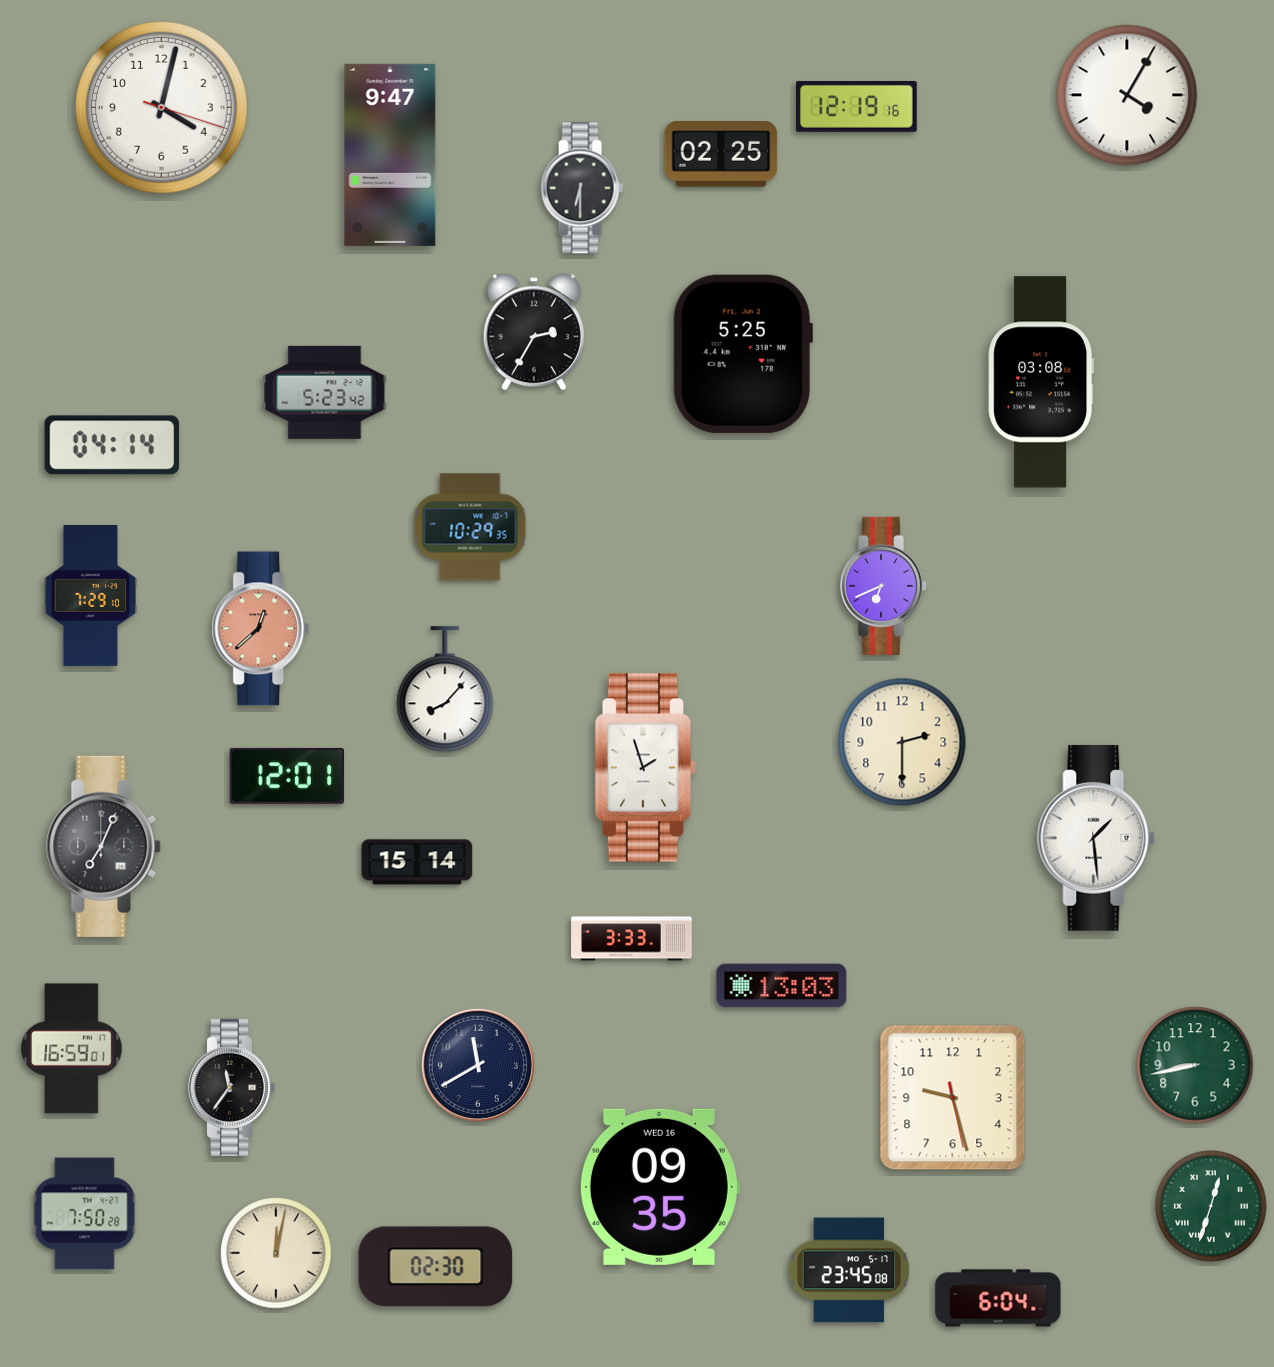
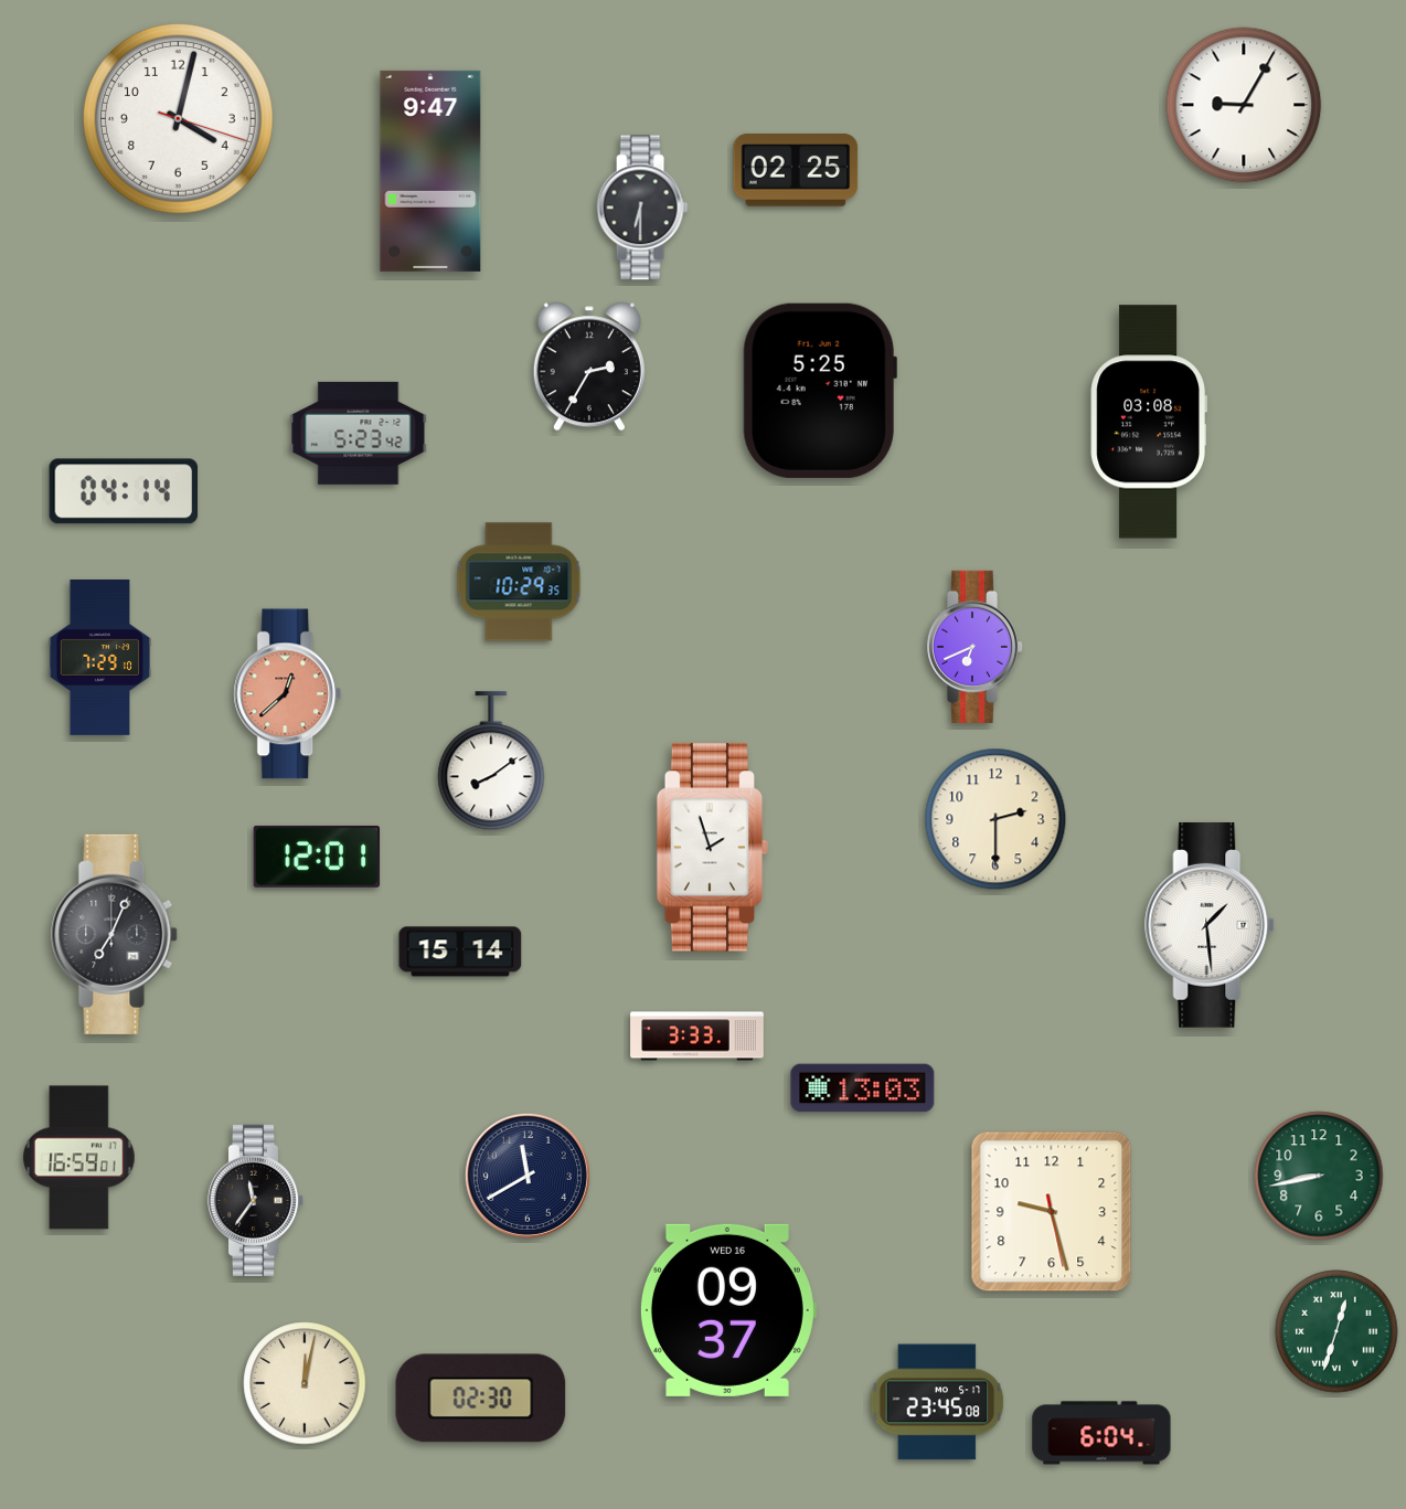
clock at (1127, 95): 4:05 -> 9:05
clock at (857, 107): 12:19 -> none
clock at (445, 690): 8:07 -> 8:09
clock at (659, 1187): 09:35 -> 09:37
clock at (85, 1214): 7:50 -> none
